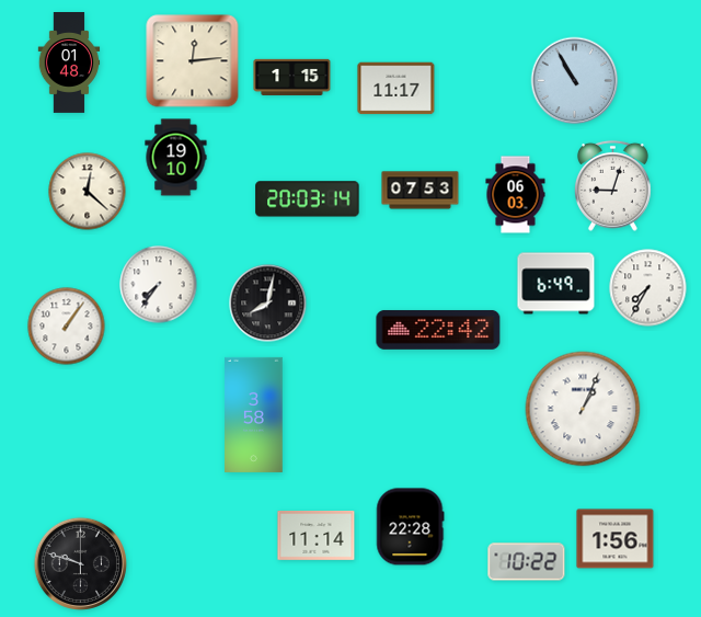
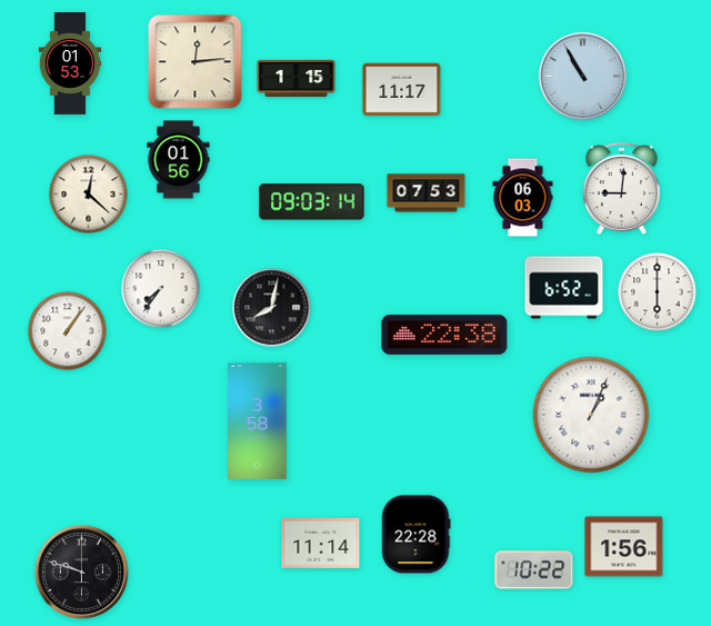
clock at (69, 64): 01:48 -> 01:53
clock at (575, 81) position: (575, 81) -> (583, 77)
clock at (176, 158): 19:10 -> 01:56
clock at (612, 185): 9:03 -> 9:01
clock at (308, 199): 20:03 -> 09:03
clock at (556, 284): 6:49 -> 6:52
clock at (648, 288): 7:35 -> 6:00
clock at (438, 330): 22:42 -> 22:38
